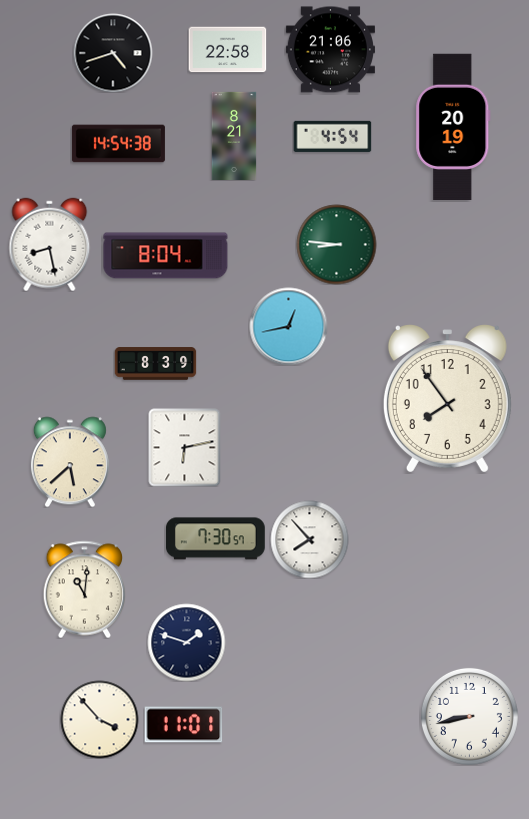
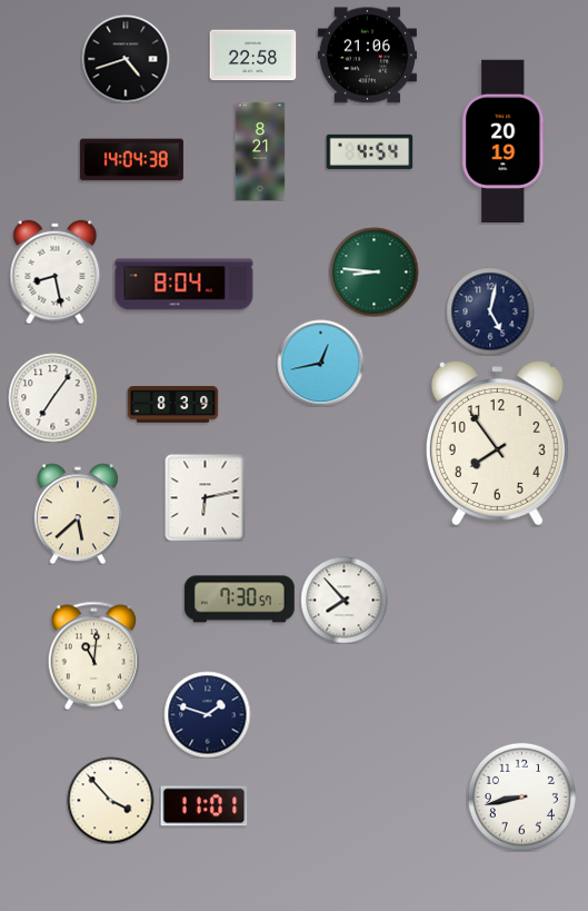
clock at (118, 144): 14:54 -> 14:04
clock at (490, 311): none -> 5:02
clock at (52, 397): none -> 7:06
